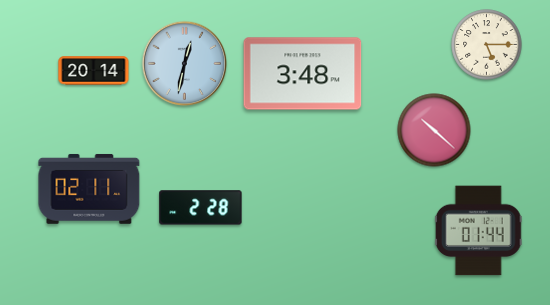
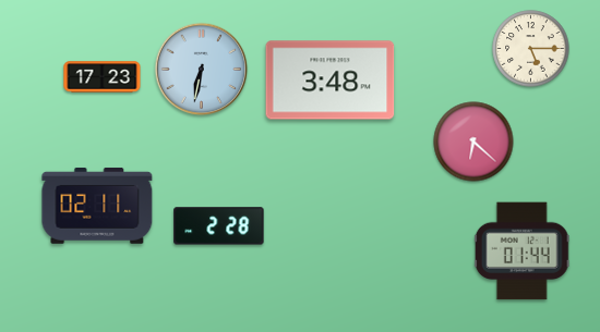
clock at (185, 64): 12:32 -> 6:32
clock at (94, 71): 20:14 -> 17:23
clock at (434, 130): 10:22 -> 6:22
